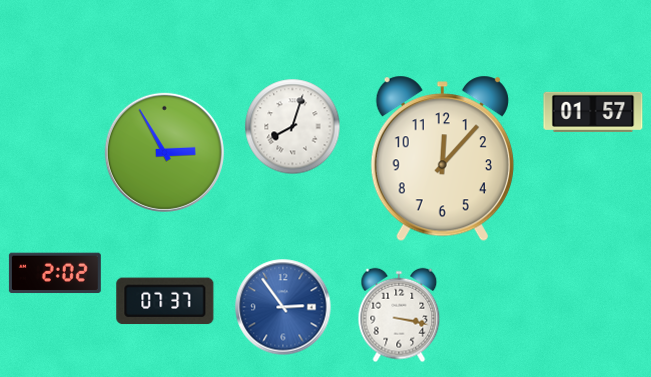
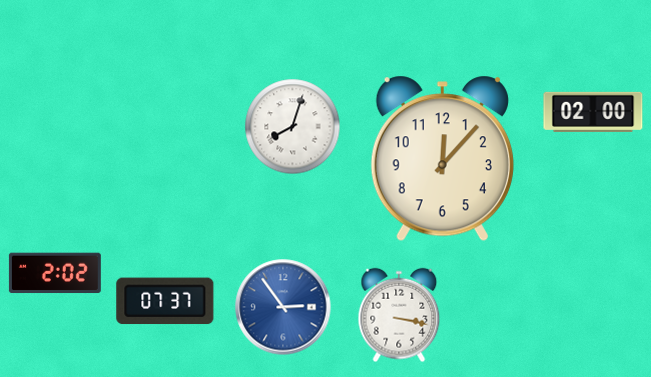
clock at (593, 112): 01:57 -> 02:00
clock at (164, 152): 2:55 -> none
